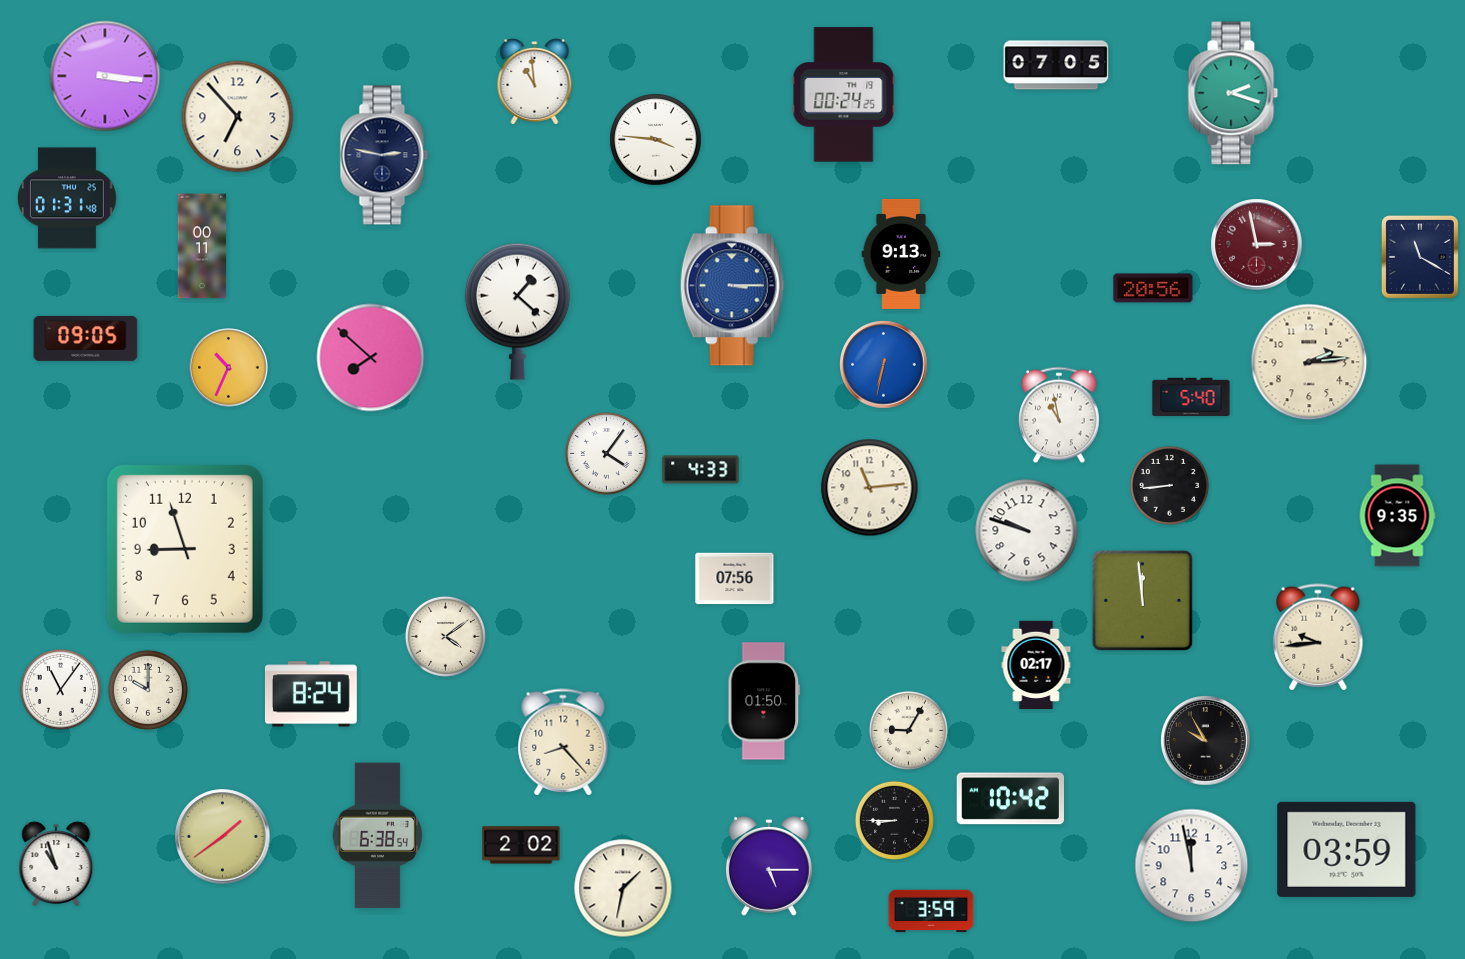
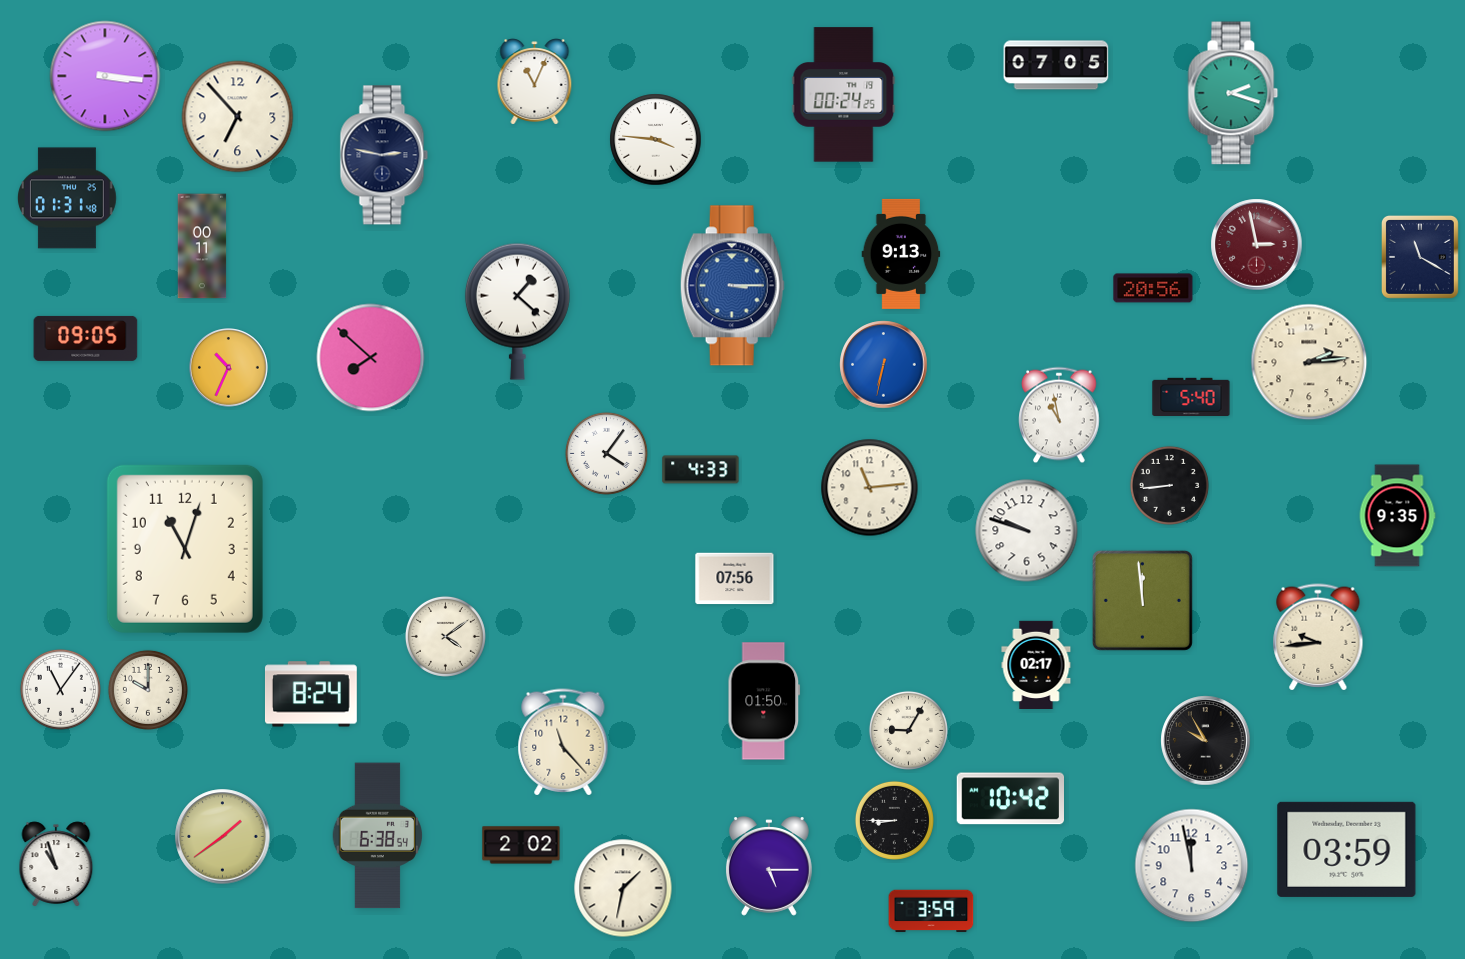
clock at (535, 82): 10:59 -> 11:04
clock at (185, 549): 8:57 -> 11:03
clock at (563, 742): 8:23 -> 11:23
